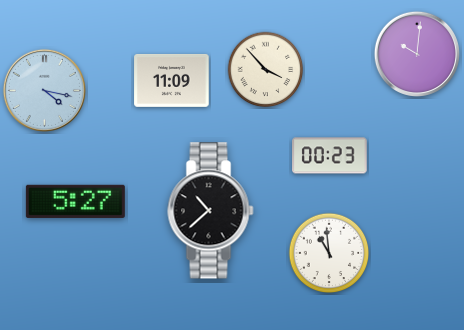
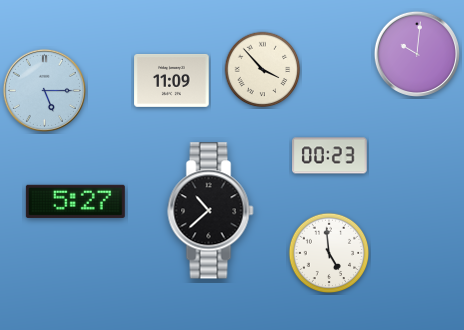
clock at (266, 70) position: (266, 70) -> (263, 70)
clock at (44, 90): 4:17 -> 5:15
clock at (329, 253): 10:59 -> 4:59
